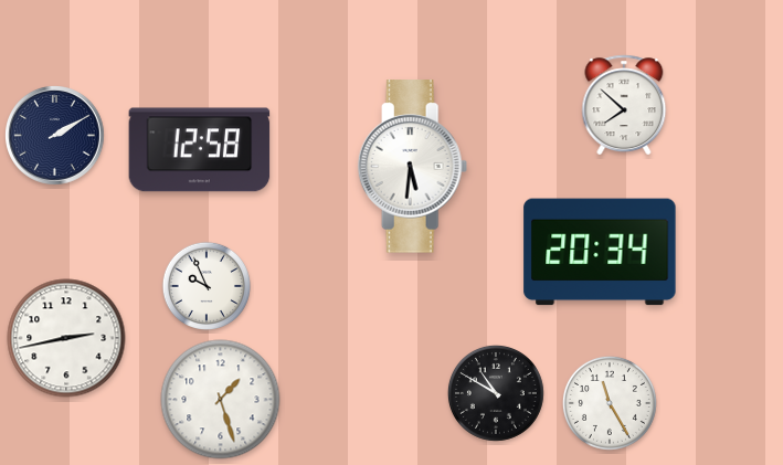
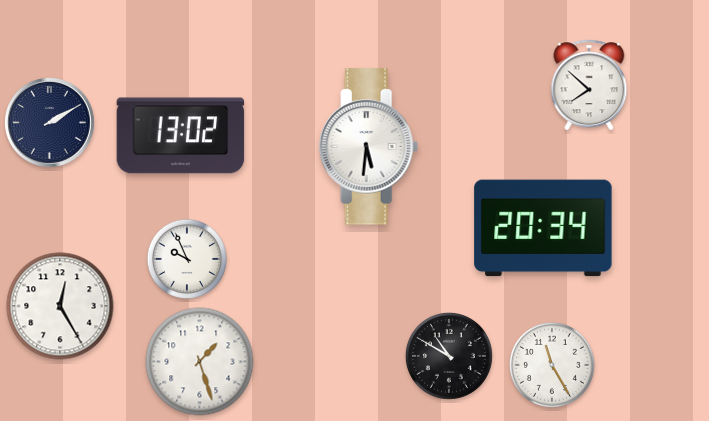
clock at (624, 105) position: (624, 105) -> (589, 85)
clock at (200, 150): 12:58 -> 13:02
clock at (413, 167) position: (413, 167) -> (369, 147)
clock at (66, 338): 2:43 -> 12:25
